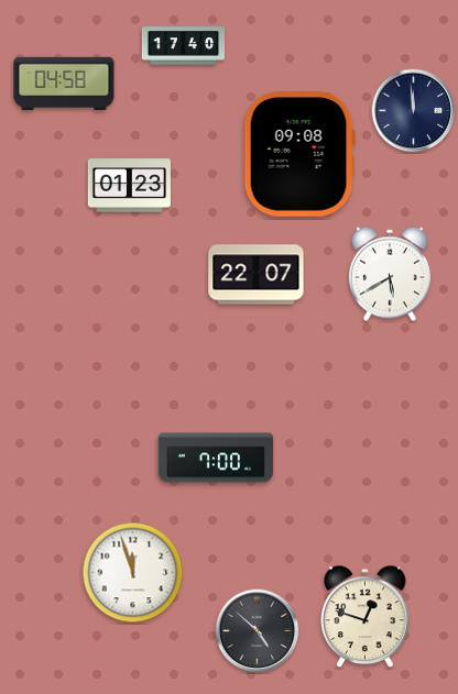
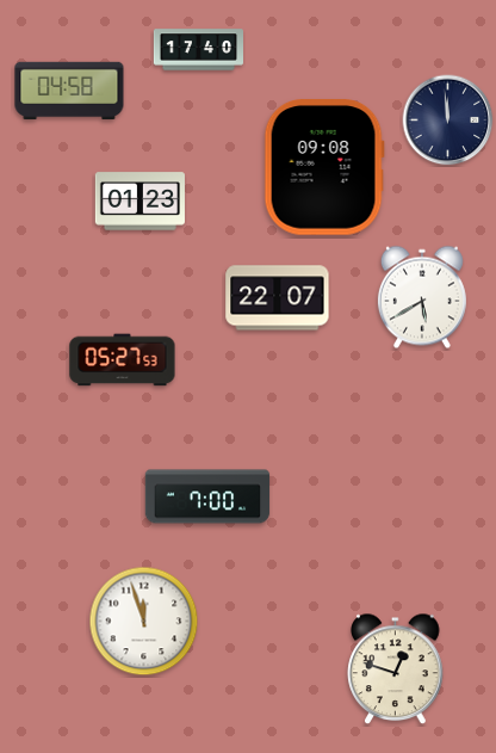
clock at (123, 360): none -> 05:27
clock at (216, 458) position: (216, 458) -> (207, 496)
clock at (258, 631): 4:52 -> none
